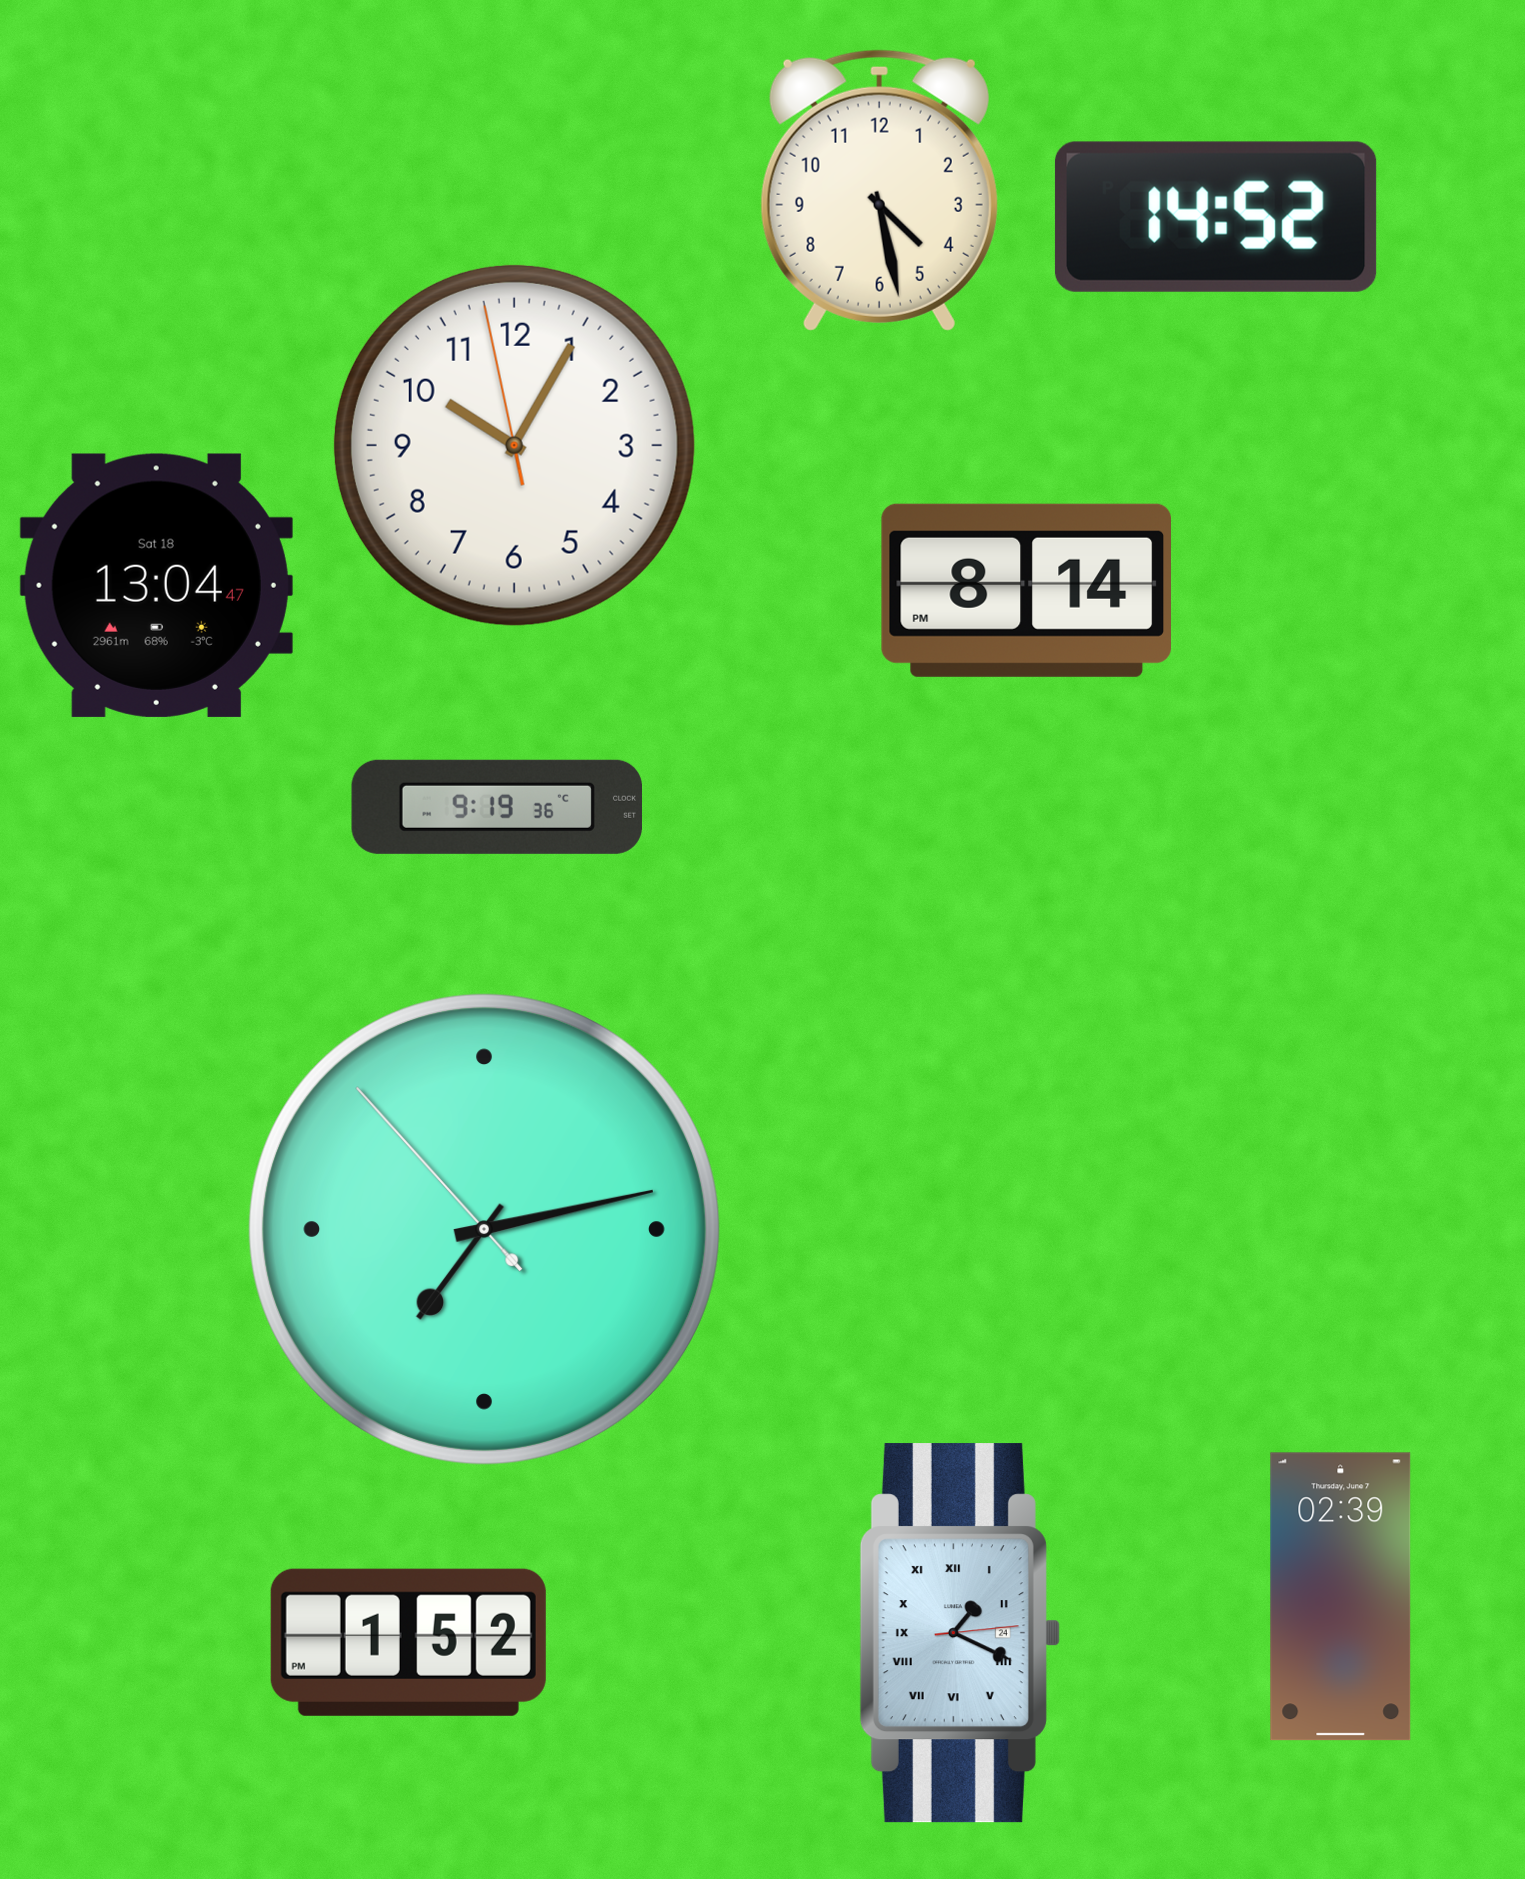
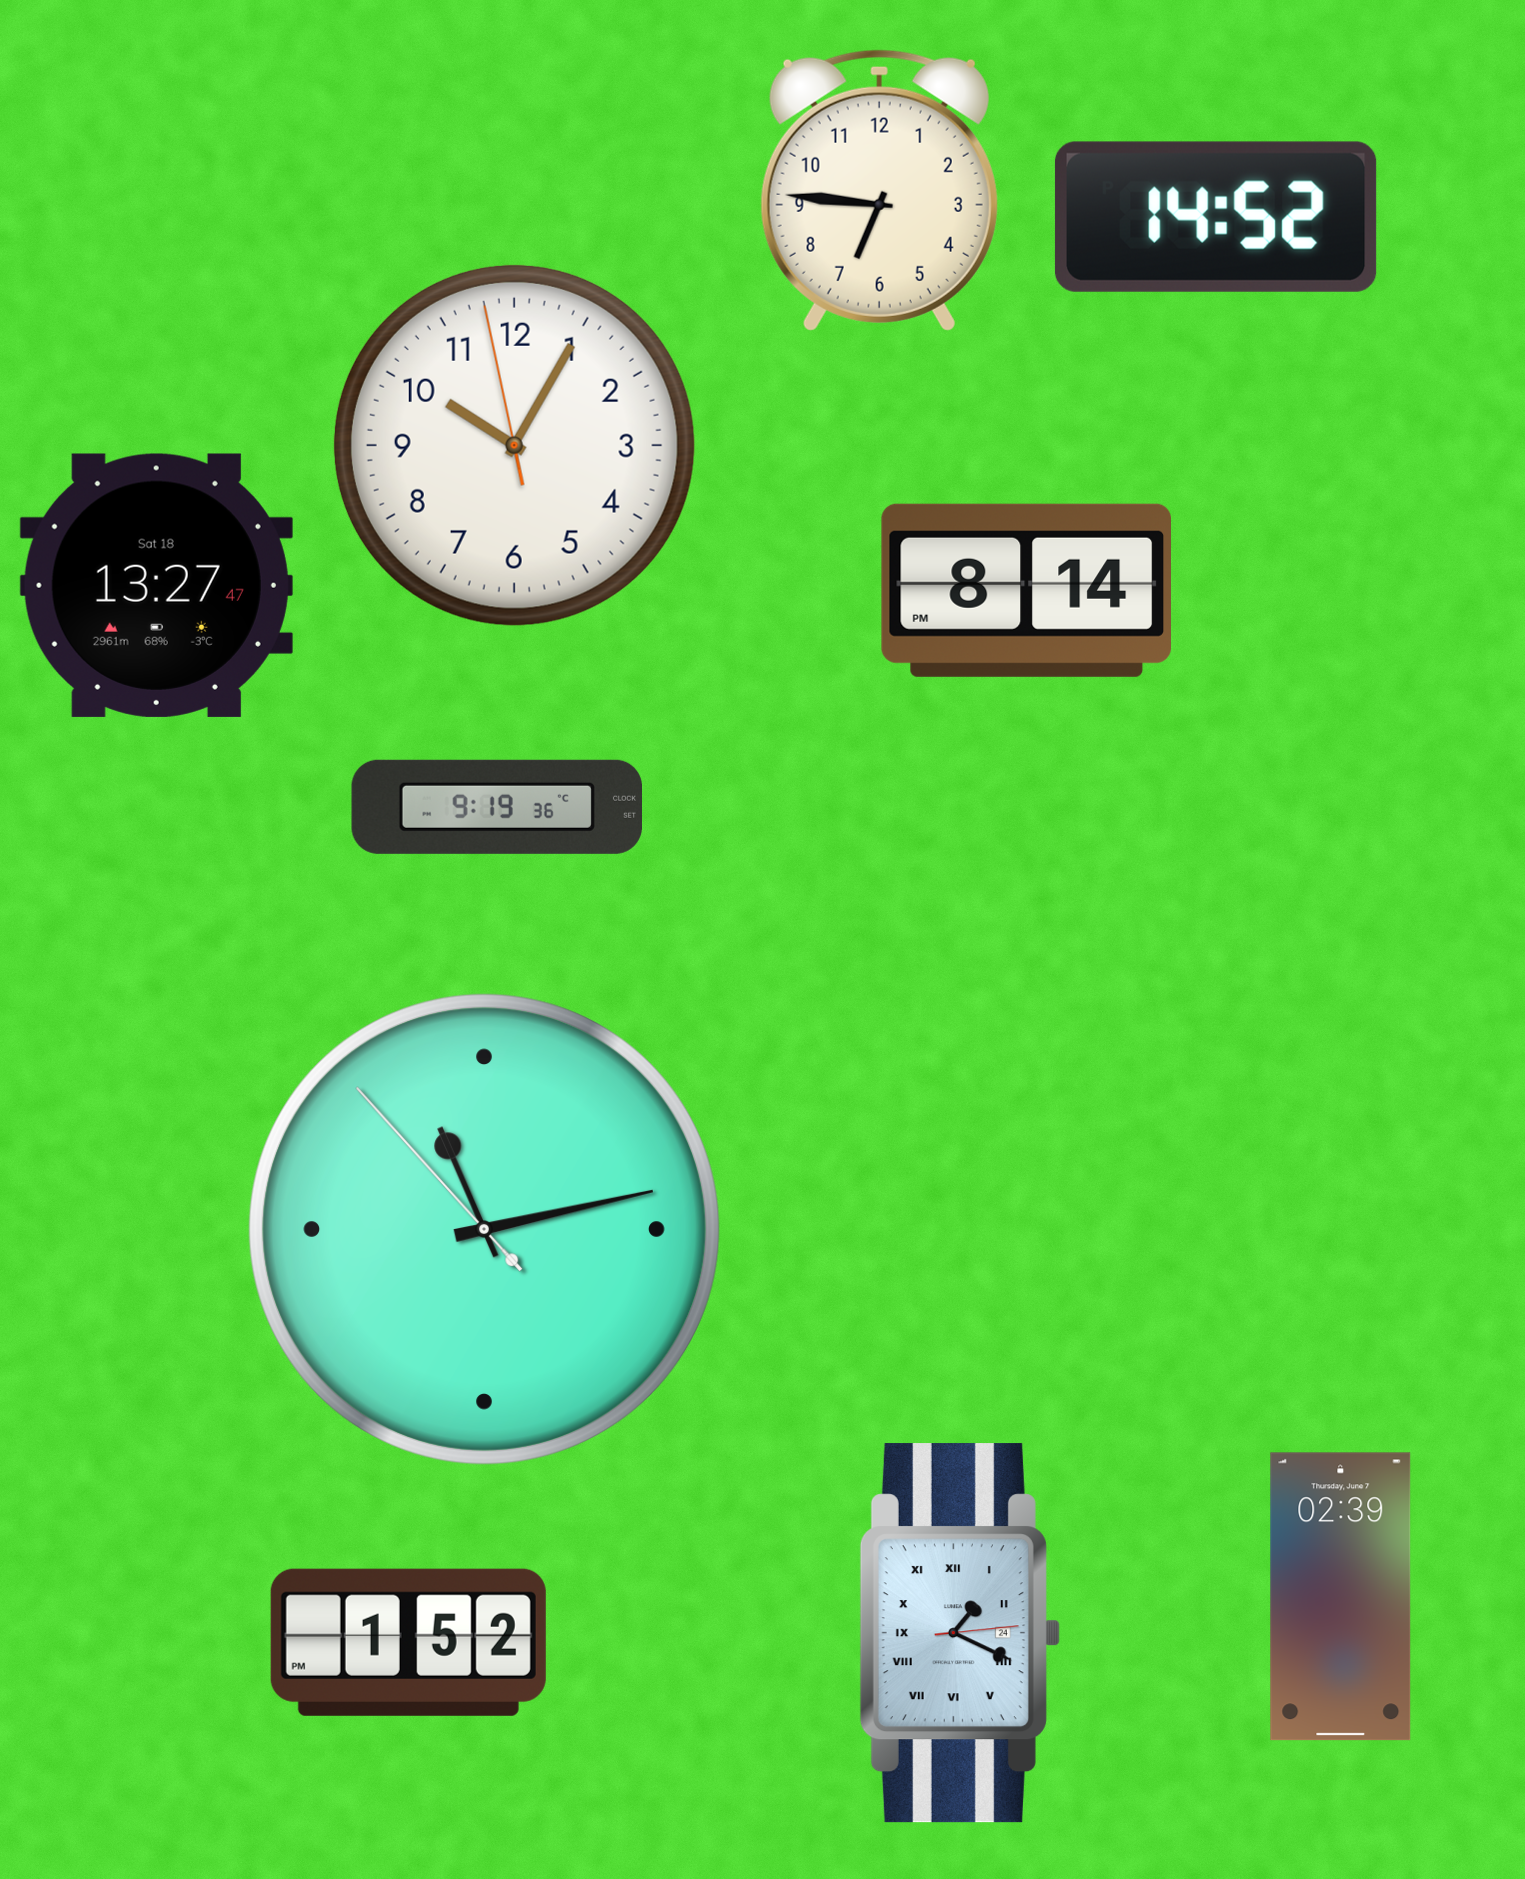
clock at (879, 190): 4:28 -> 6:46
clock at (156, 585): 13:04 -> 13:27
clock at (484, 1229): 7:12 -> 11:12
